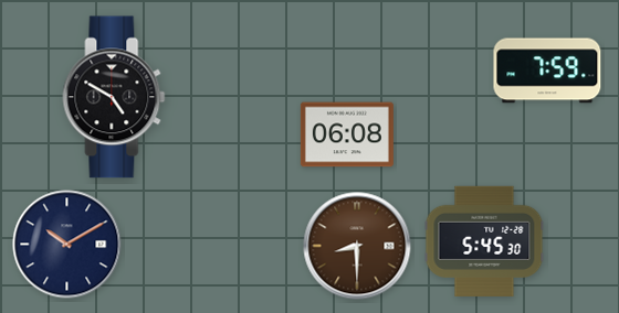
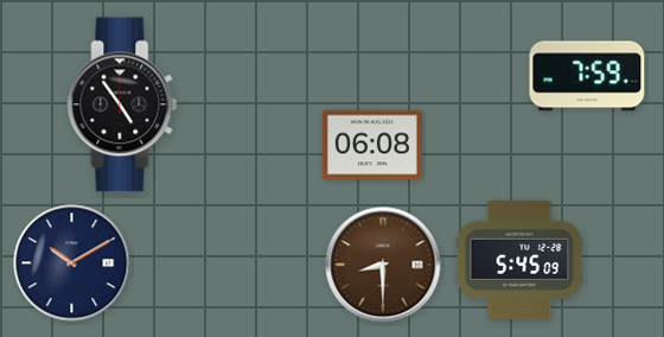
clock at (114, 97): 4:50 -> 4:54
clock at (484, 241): 5:45:30 -> 5:45:09
